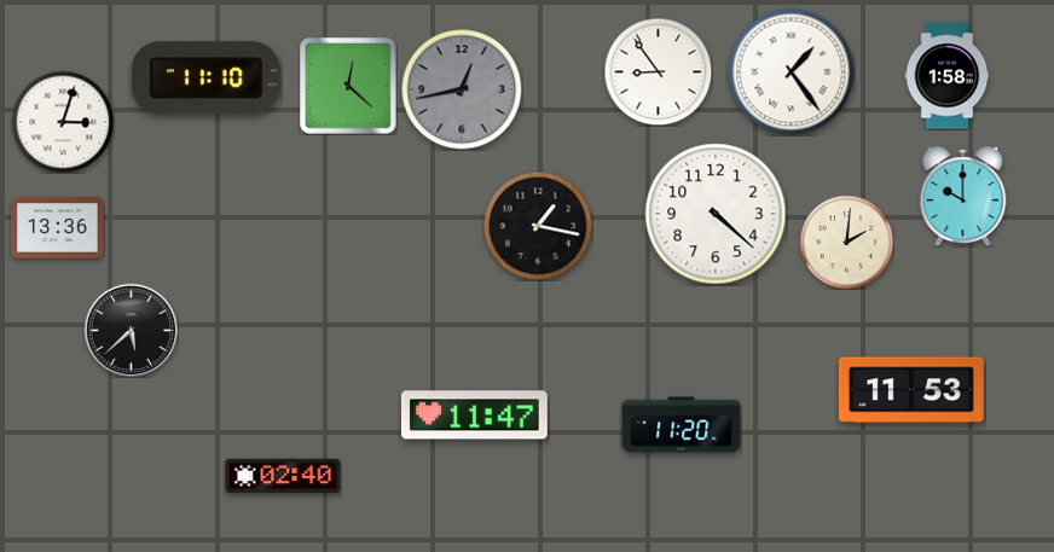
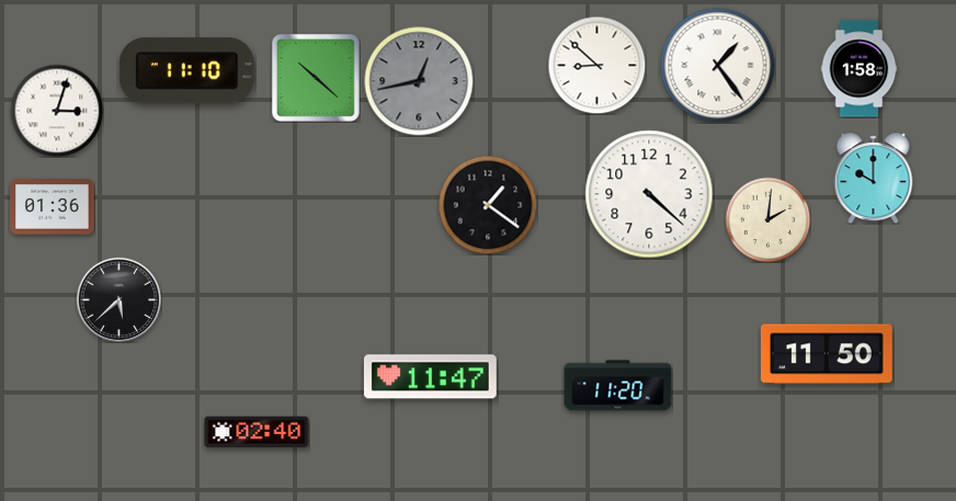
clock at (658, 71): 8:54 -> 8:52
clock at (348, 86): 12:22 -> 10:22
clock at (538, 226): 1:17 -> 1:21
clock at (58, 228): 13:36 -> 01:36
clock at (911, 390): 11:53 -> 11:50
